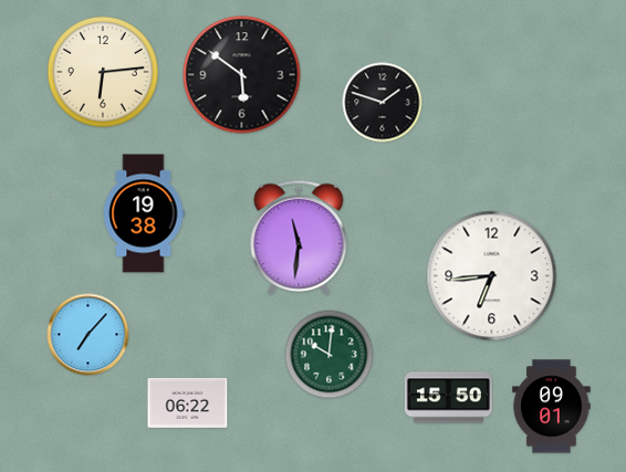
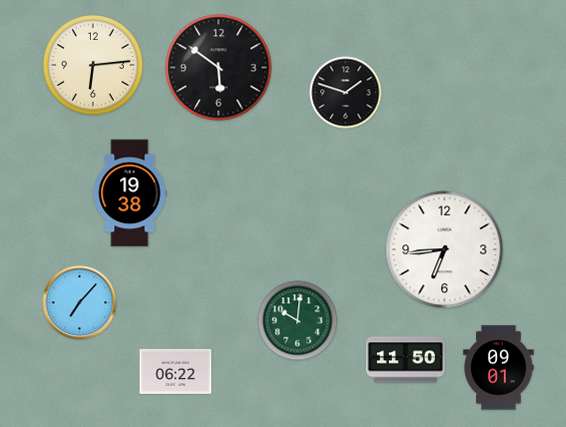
clock at (299, 237): 11:31 -> none
clock at (448, 398): 15:50 -> 11:50
clock at (188, 402) position: (188, 402) -> (176, 371)
